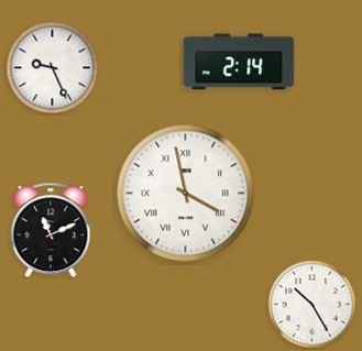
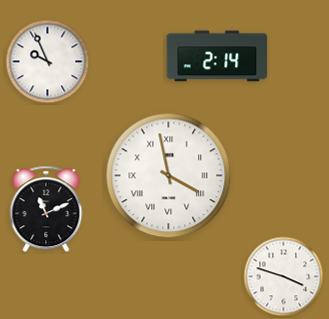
clock at (53, 68): 9:26 -> 9:56
clock at (312, 305): 10:25 -> 3:48
